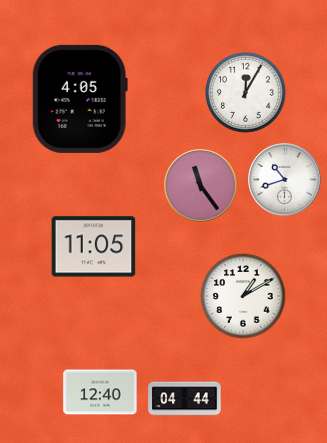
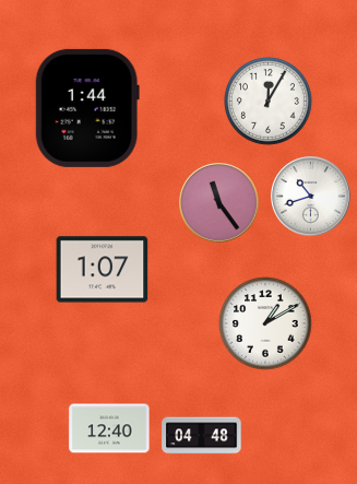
clock at (80, 99): 4:05 -> 1:44
clock at (94, 247): 11:05 -> 1:07
clock at (185, 399): 04:44 -> 04:48
